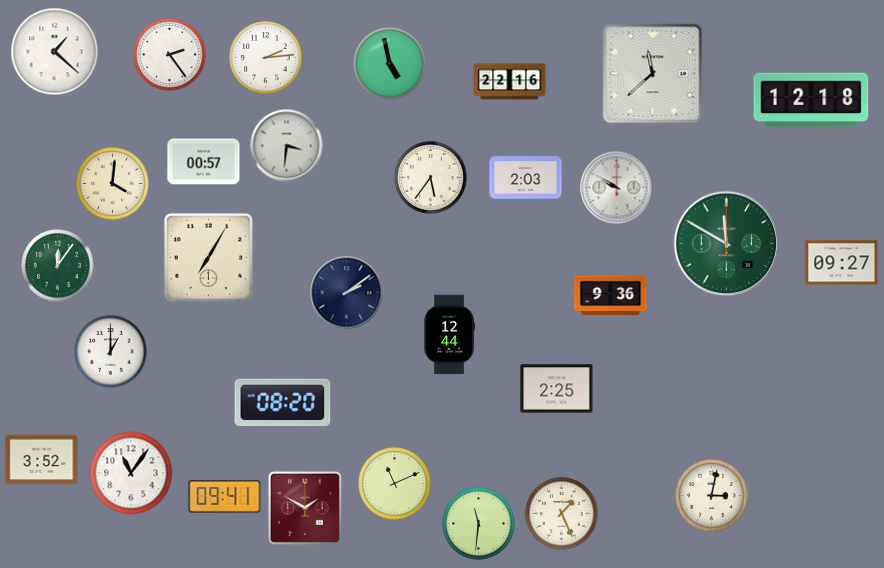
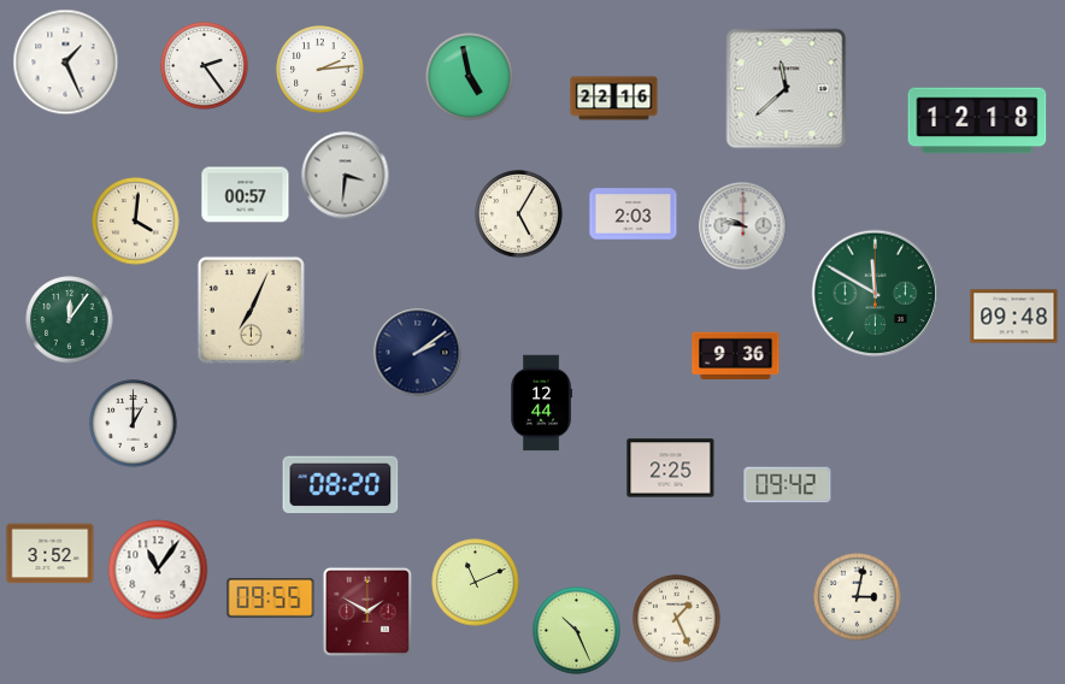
clock at (55, 52): 1:22 -> 1:26
clock at (431, 178): 5:36 -> 5:05
clock at (617, 188): 9:50 -> 9:47
clock at (208, 257): 7:05 -> 7:04
clock at (842, 263): 09:27 -> 09:48
clock at (788, 485): none -> 09:42
clock at (225, 497): 09:41 -> 09:55
clock at (479, 524): 11:31 -> 10:26
